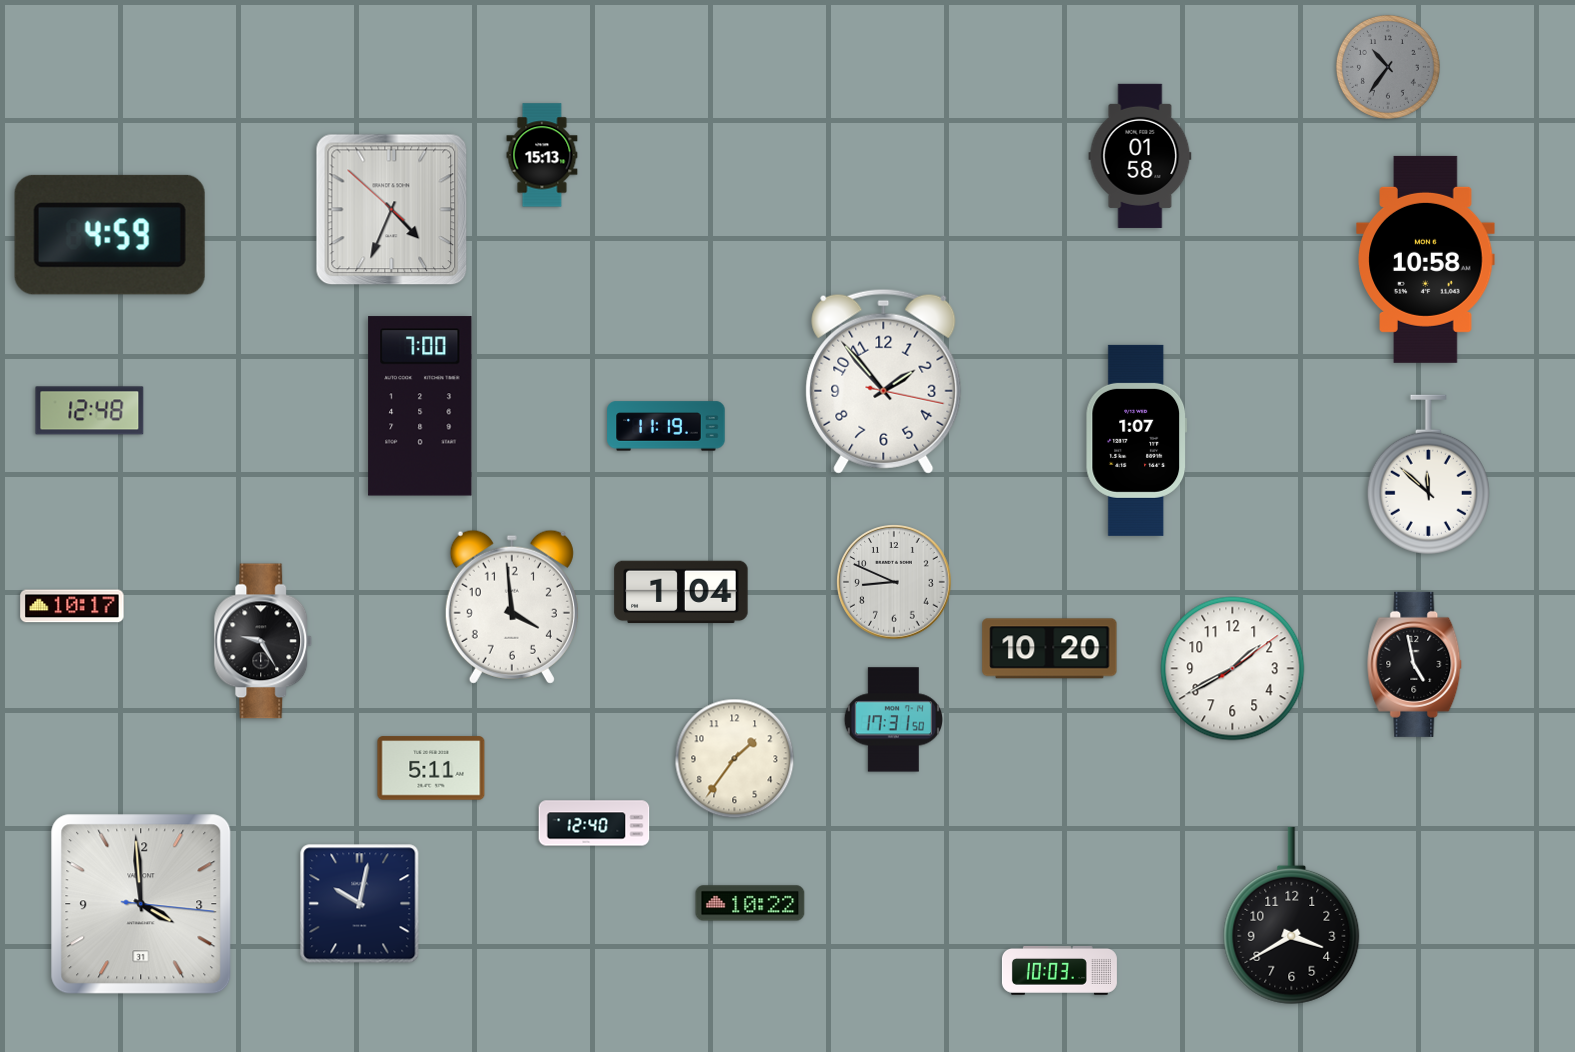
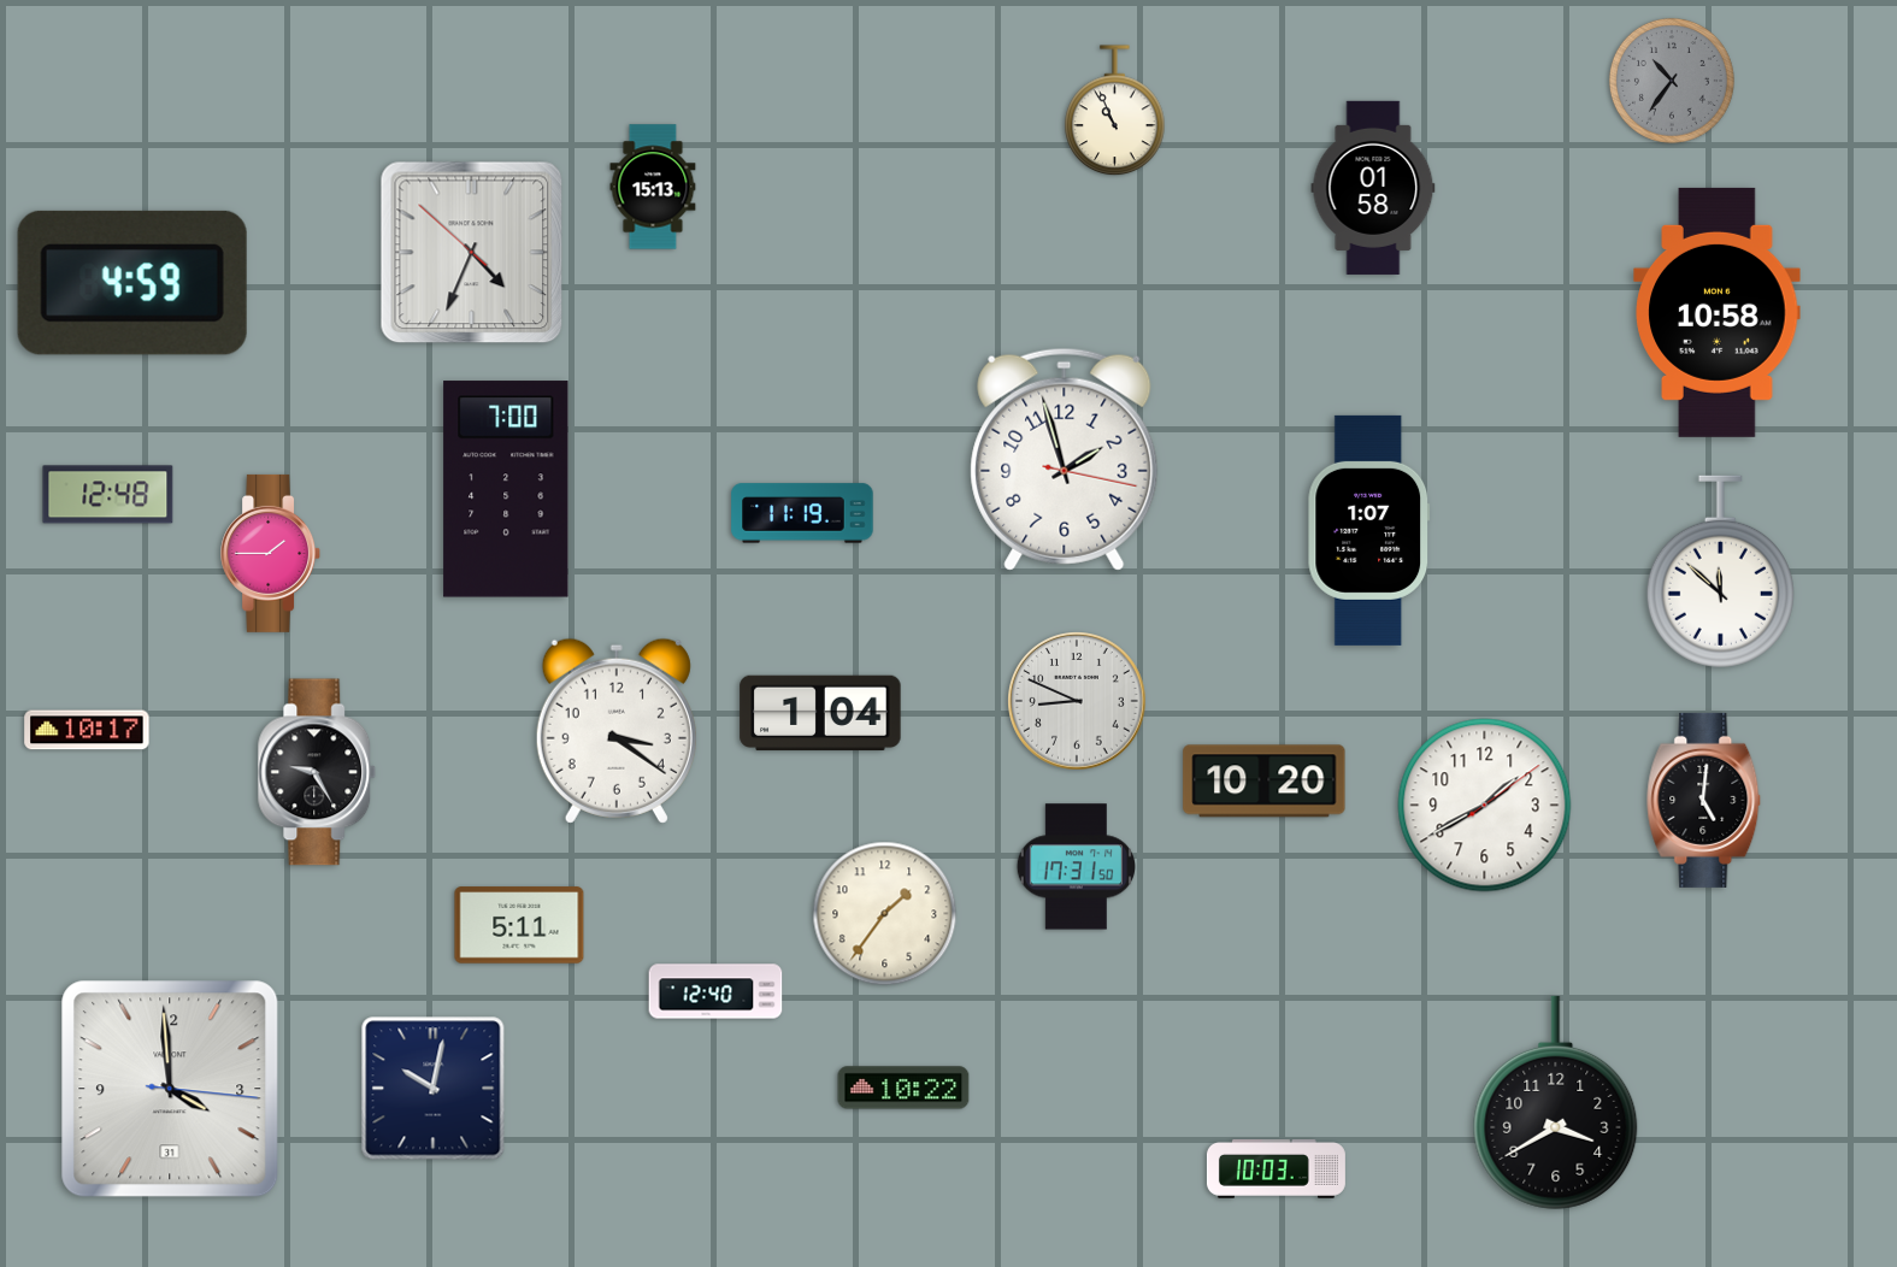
clock at (1115, 111): none -> 10:56
clock at (884, 381): 1:53 -> 1:57
clock at (271, 553): none -> 1:45
clock at (512, 607): 3:59 -> 3:21
clock at (1415, 664): 4:58 -> 5:01
